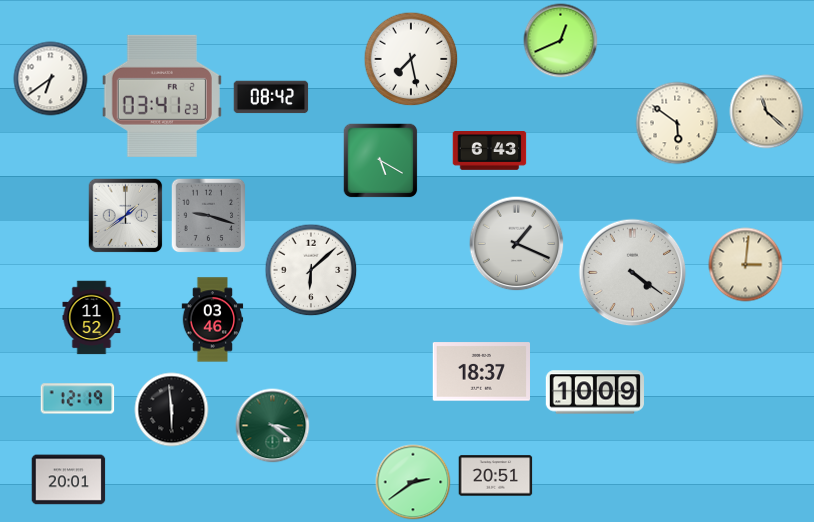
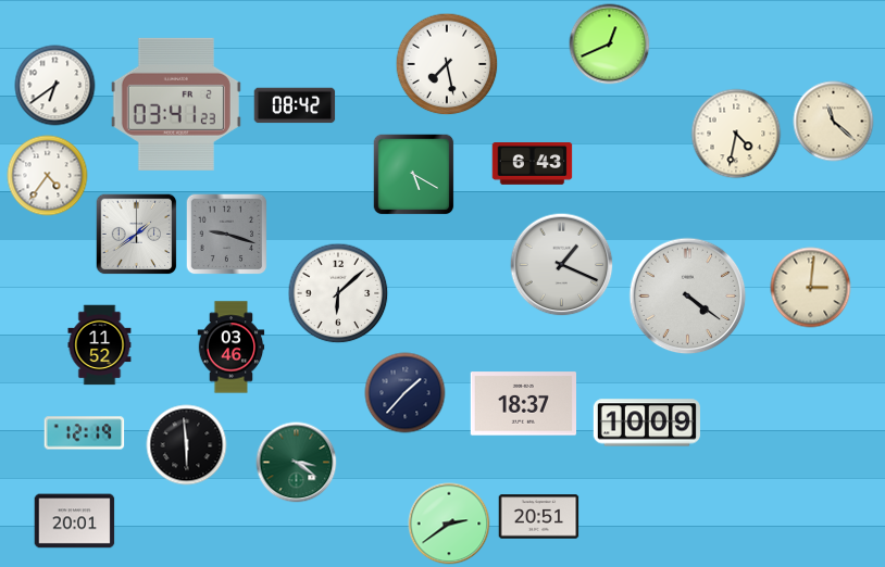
clock at (677, 123): 5:51 -> 4:32
clock at (48, 176): none -> 4:36
clock at (406, 393): none -> 1:37
clock at (595, 392) position: (595, 392) -> (647, 423)
